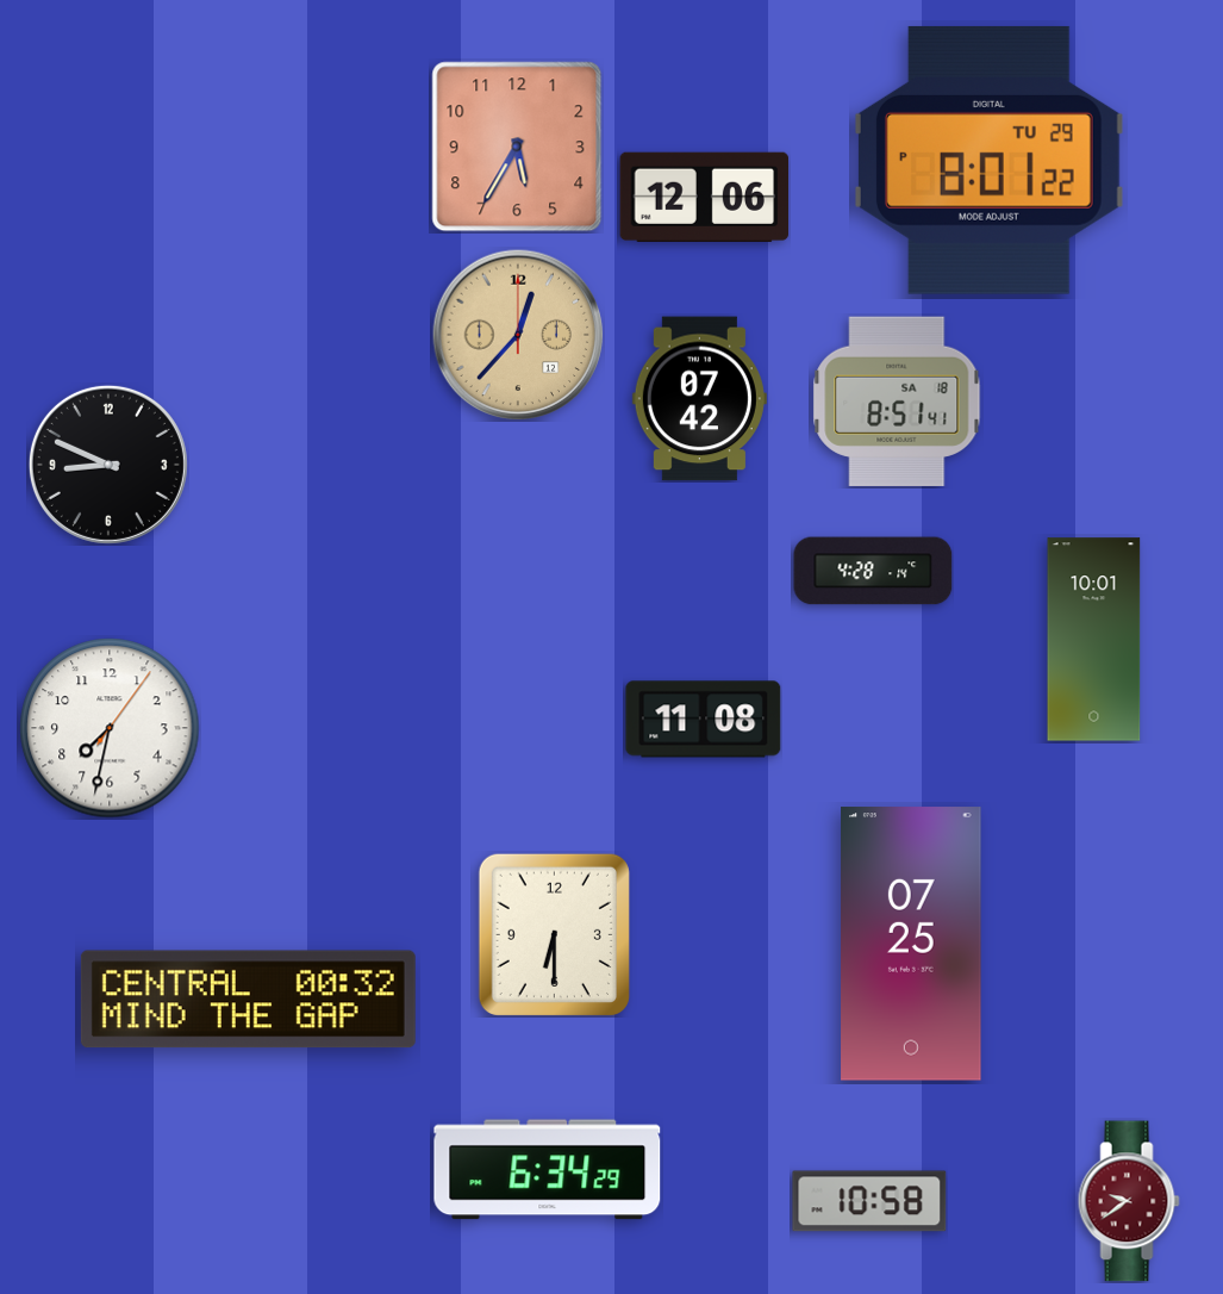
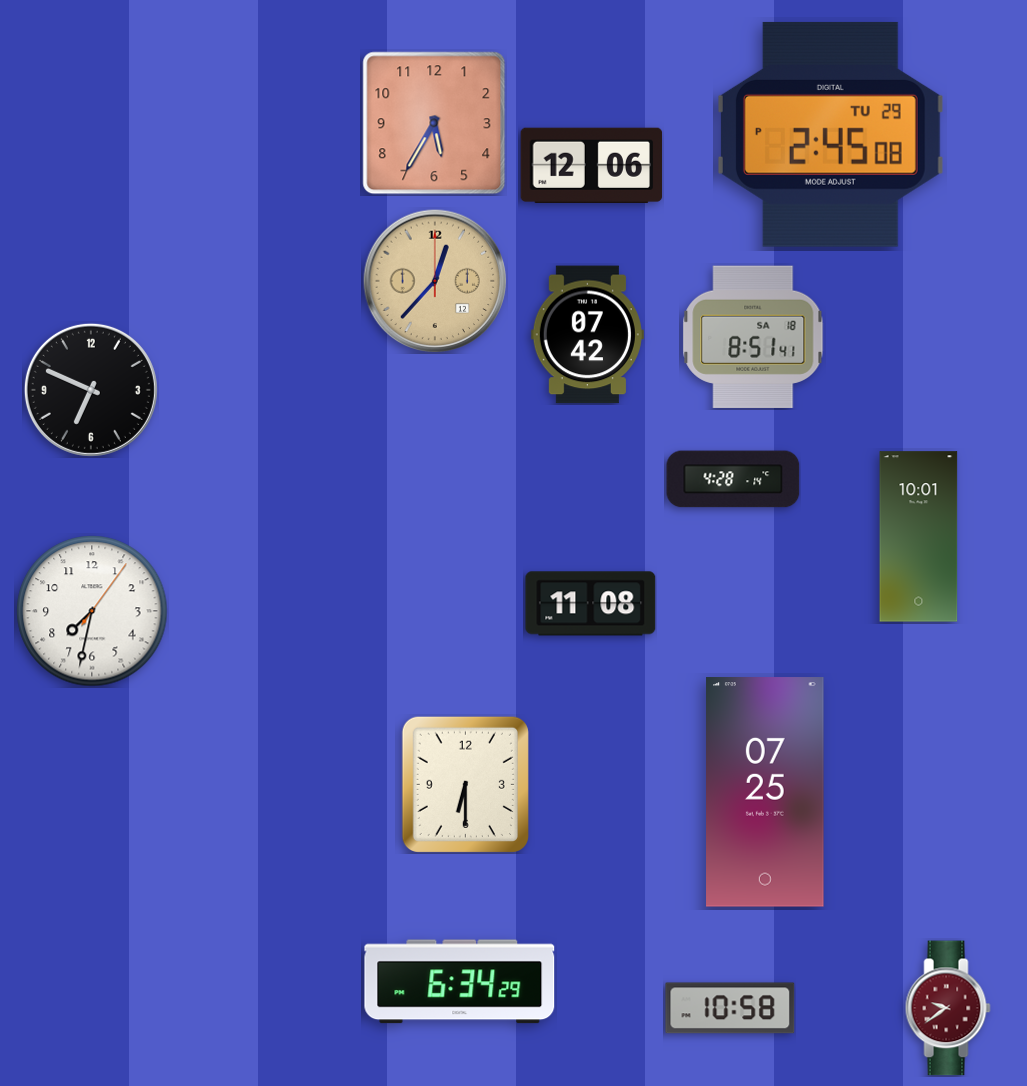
clock at (988, 160): 8:01 -> 2:45
clock at (108, 465): 8:49 -> 6:49
clock at (248, 1000): 00:32 -> none
